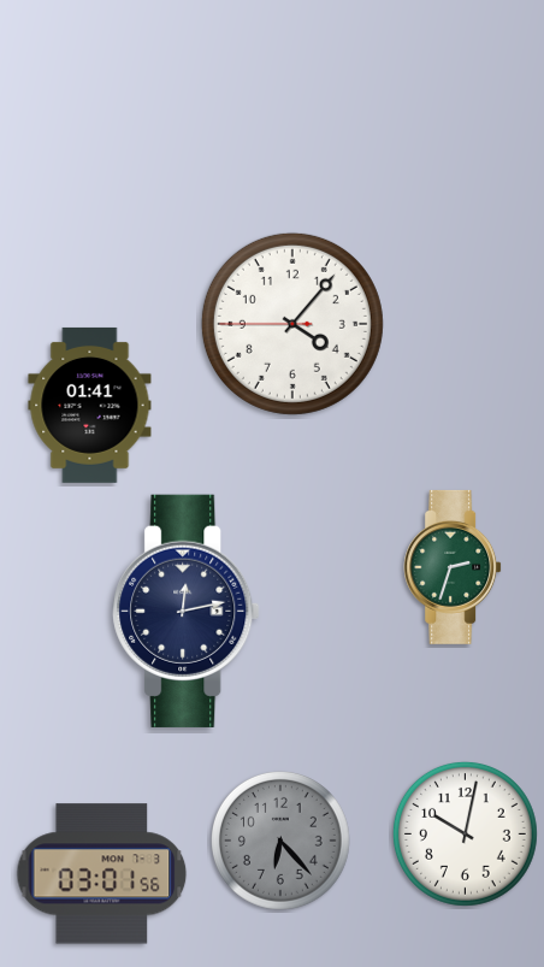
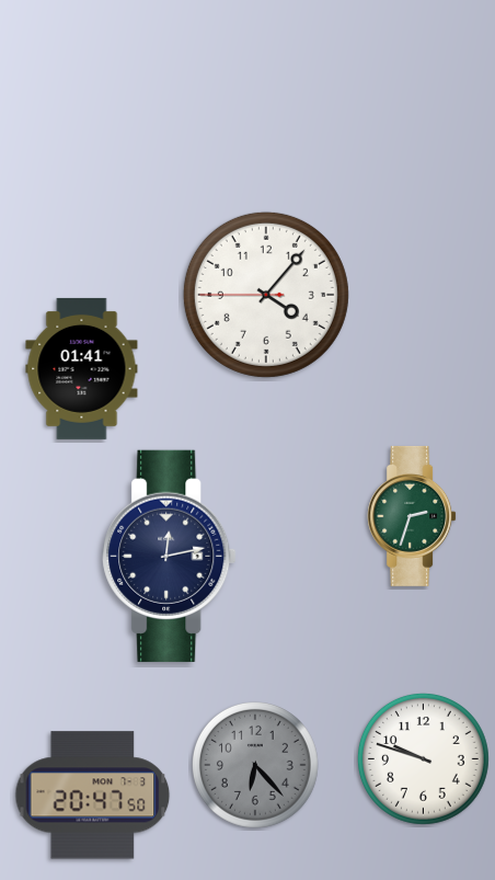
clock at (465, 833): 10:02 -> 9:48
clock at (102, 874): 03:01 -> 20:47
